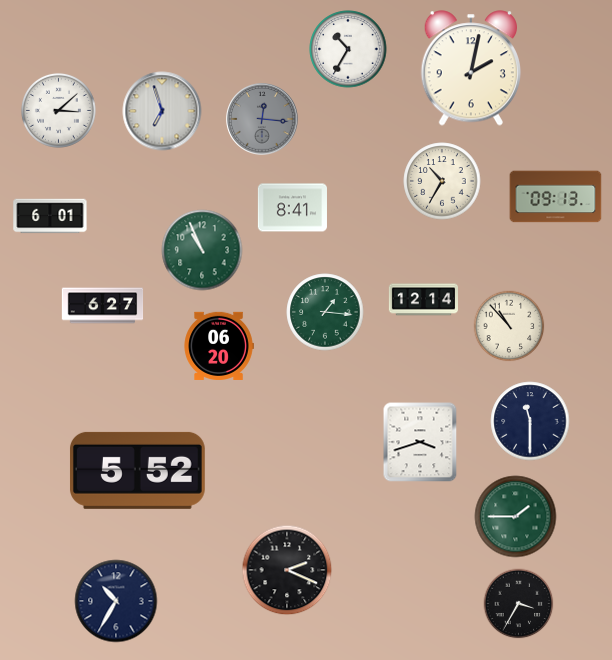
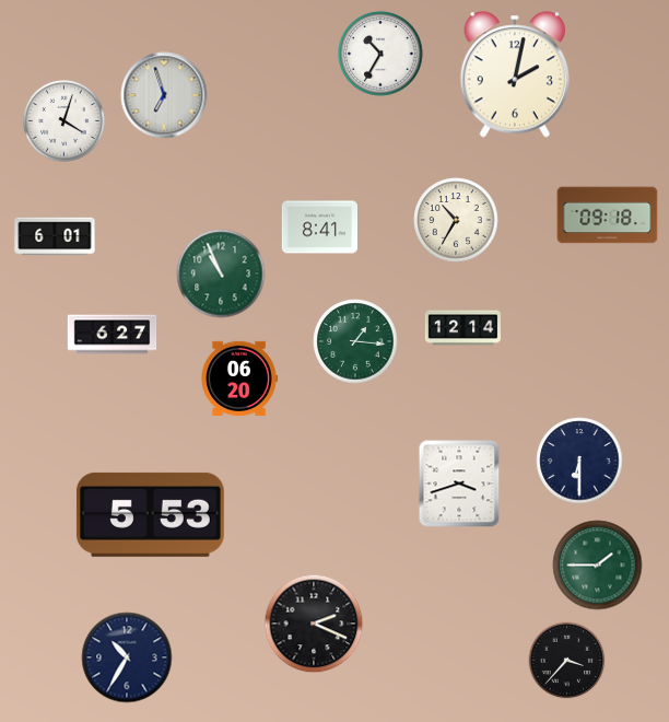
clock at (58, 110): 3:08 -> 4:03
clock at (162, 111) position: (162, 111) -> (164, 95)
clock at (262, 119): 12:16 -> none
clock at (442, 181) position: (442, 181) -> (456, 220)
clock at (556, 197): 09:13 -> 09:18
clock at (509, 326): 10:53 -> none
clock at (530, 421): 11:30 -> 6:30
clock at (137, 470): 5:52 -> 5:53
clock at (516, 517) position: (516, 517) -> (598, 566)
clock at (519, 604): 3:35 -> 3:37
